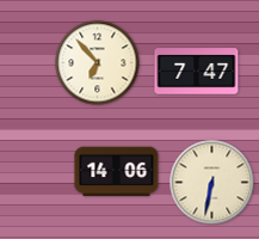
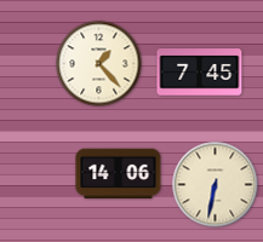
clock at (98, 63): 6:53 -> 1:23
clock at (197, 72): 7:47 -> 7:45
